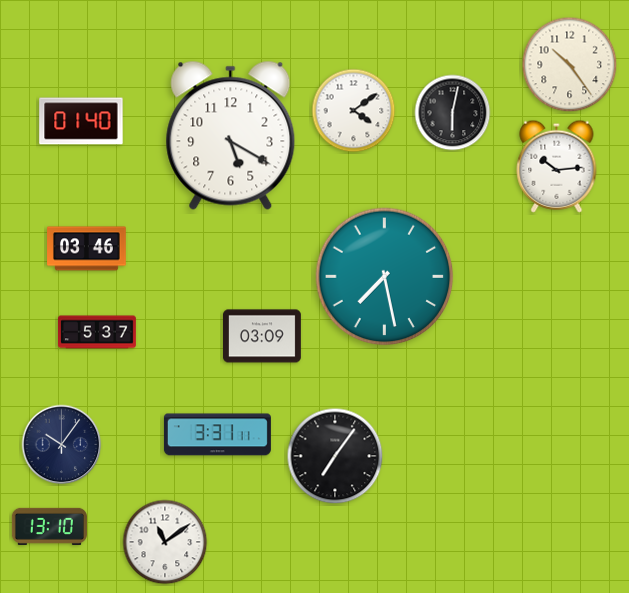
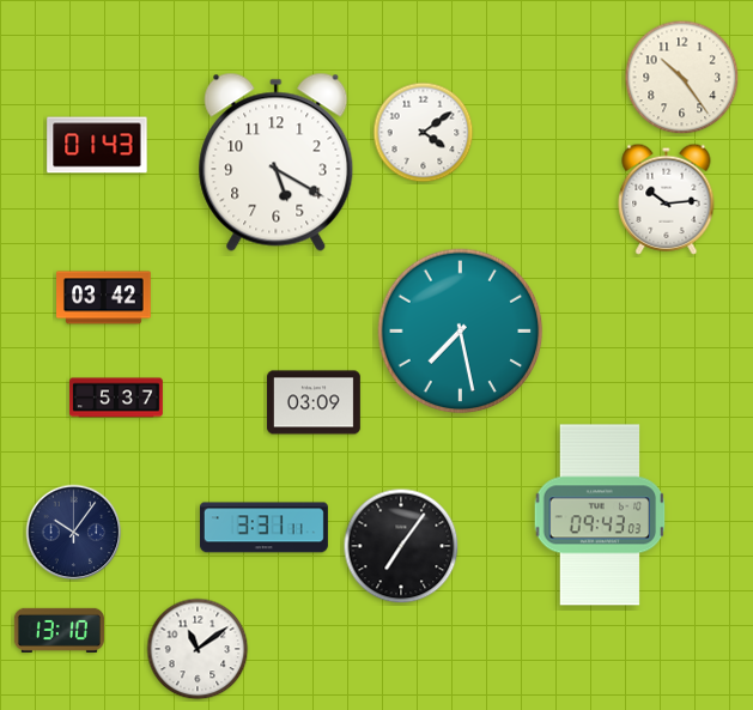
clock at (453, 113): 6:02 -> none
clock at (81, 121): 01:40 -> 01:43
clock at (87, 249): 03:46 -> 03:42
clock at (600, 515): none -> 09:43
clock at (217, 435) position: (217, 435) -> (263, 528)
